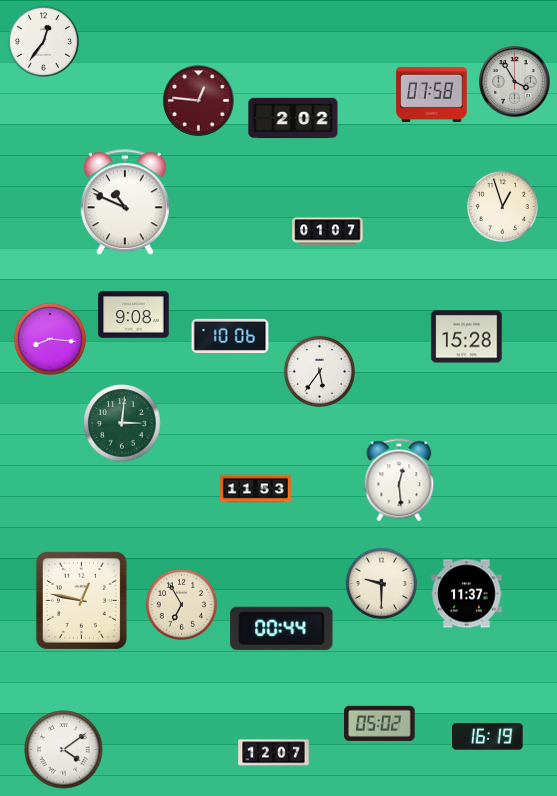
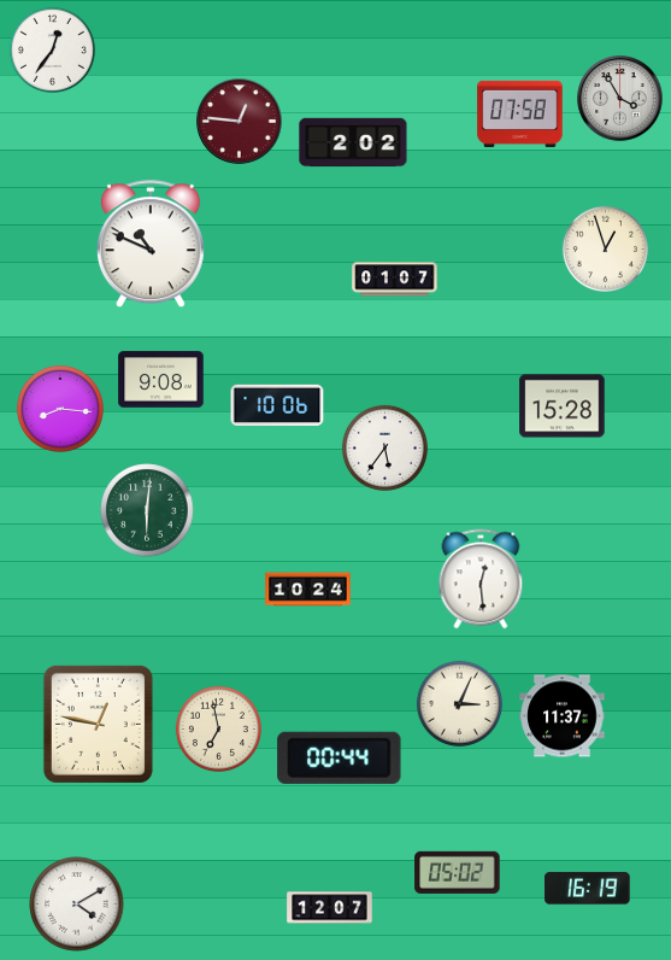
clock at (122, 423): 3:01 -> 6:01
clock at (256, 489): 11:53 -> 10:24
clock at (381, 583): 9:30 -> 3:04
clock at (181, 604): 6:55 -> 6:58
clock at (64, 750): 4:09 -> 4:10
